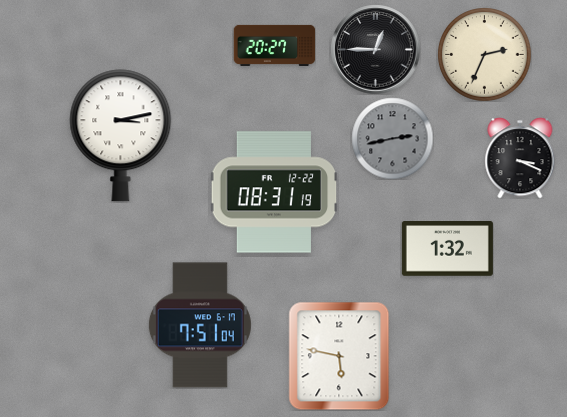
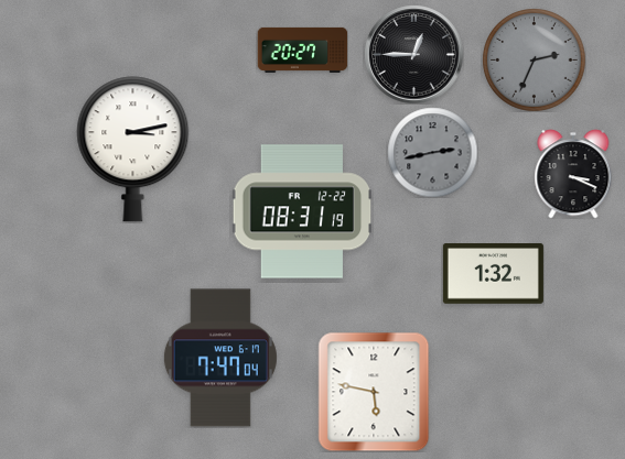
clock at (484, 54) dial: cream -> grey
clock at (200, 325): 7:51 -> 7:47
